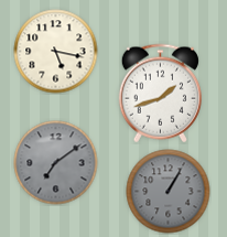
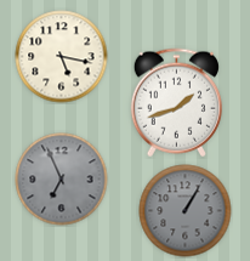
clock at (56, 163): 7:09 -> 6:56
